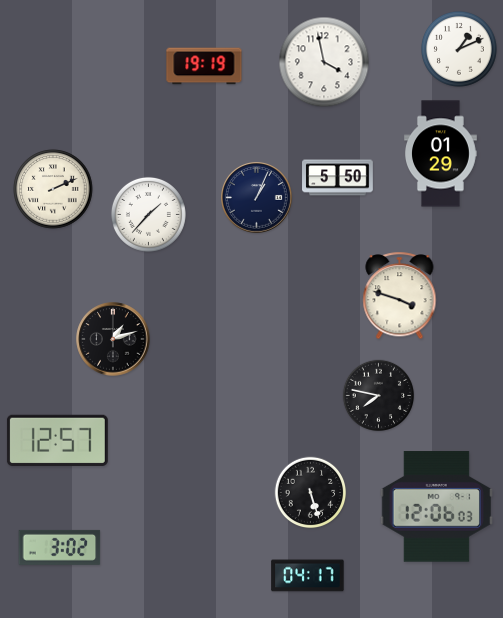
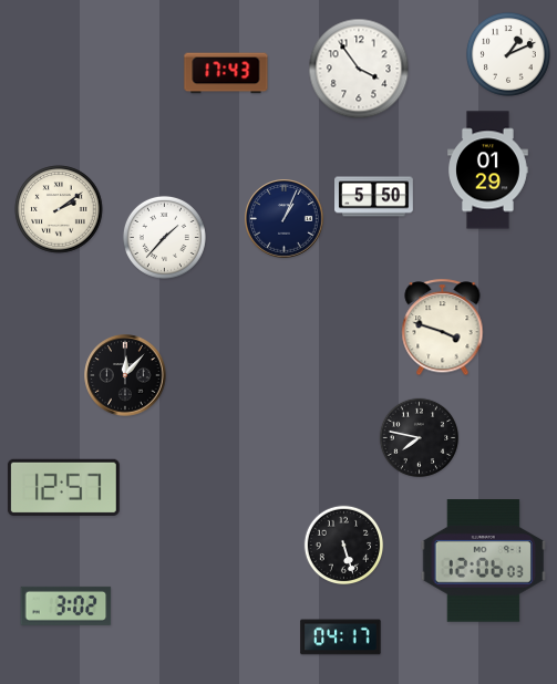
clock at (324, 62): 3:58 -> 3:54
clock at (204, 66): 19:19 -> 17:43
clock at (53, 189): 2:11 -> 2:09
clock at (113, 339): 1:12 -> 12:07
